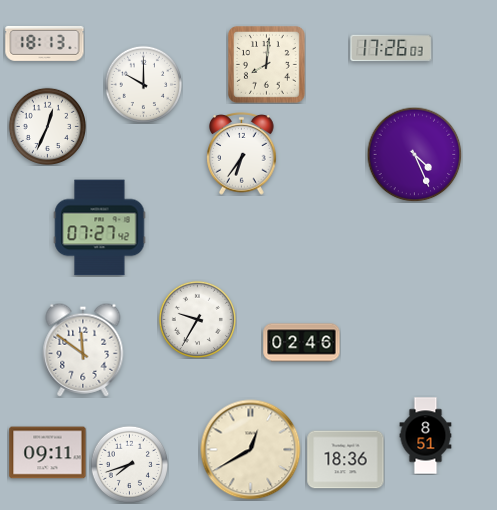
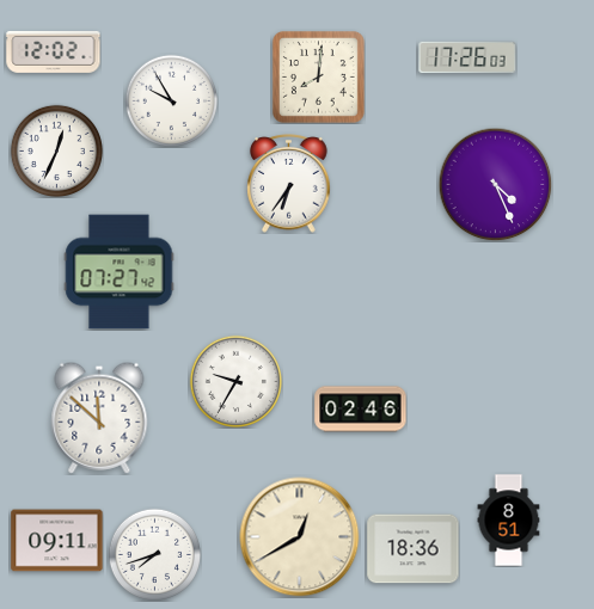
clock at (45, 43): 18:13 -> 12:02
clock at (143, 84): 10:00 -> 9:55
clock at (83, 350): 11:51 -> 11:52
